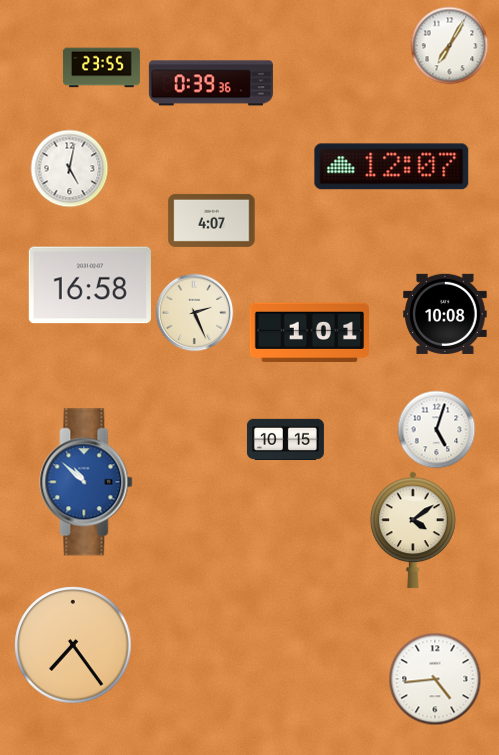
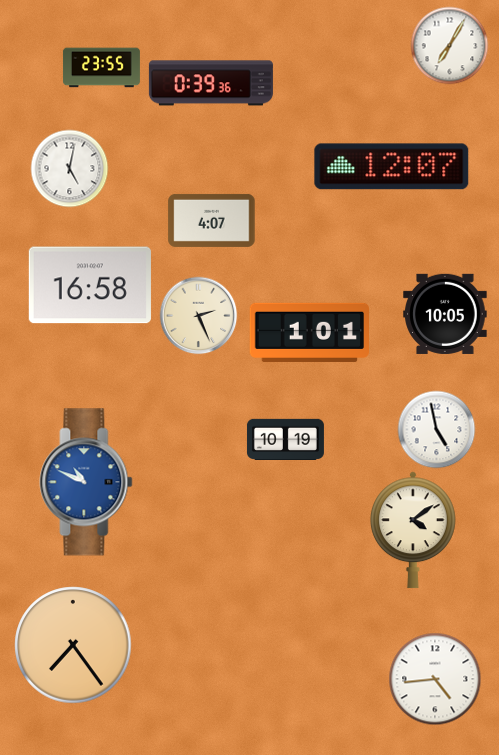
clock at (194, 312) position: (194, 312) -> (198, 315)
clock at (445, 314): 10:08 -> 10:05
clock at (436, 429): 5:03 -> 4:58
clock at (285, 440): 10:15 -> 10:19
clock at (86, 482): 10:52 -> 10:49
